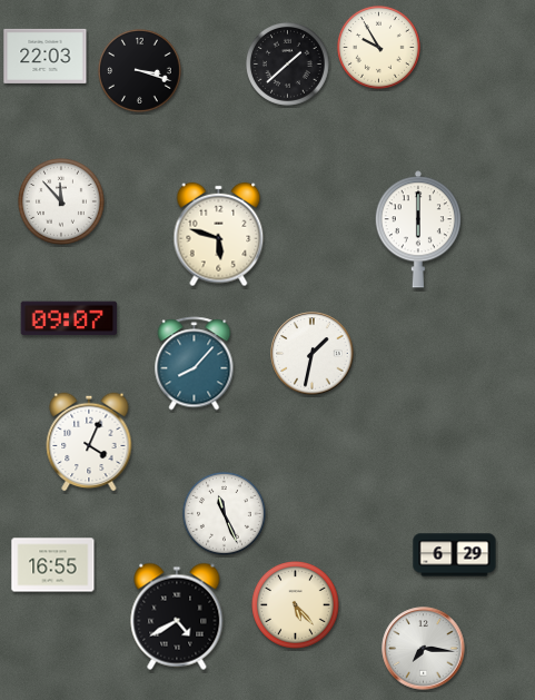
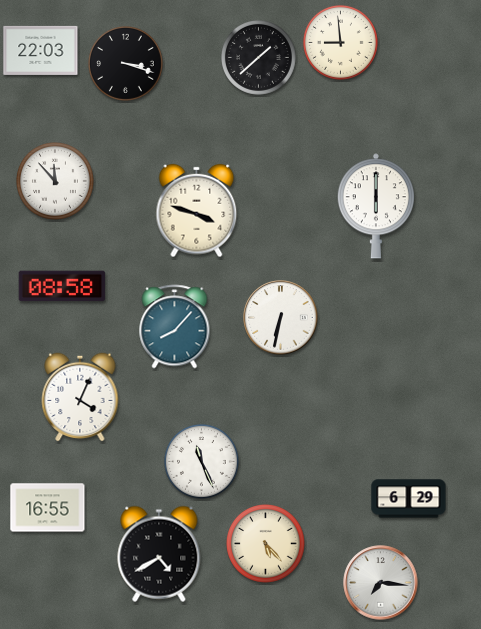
clock at (378, 47): 9:55 -> 8:59
clock at (219, 235): 5:48 -> 3:48
clock at (69, 318): 09:07 -> 08:58
clock at (313, 354): 1:32 -> 6:32
